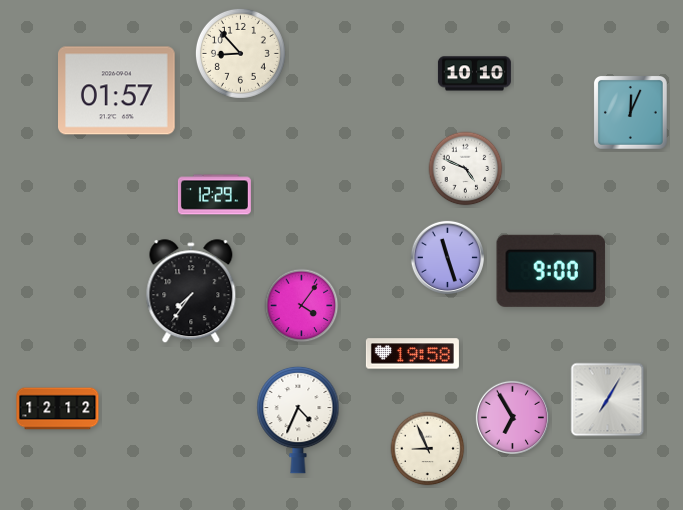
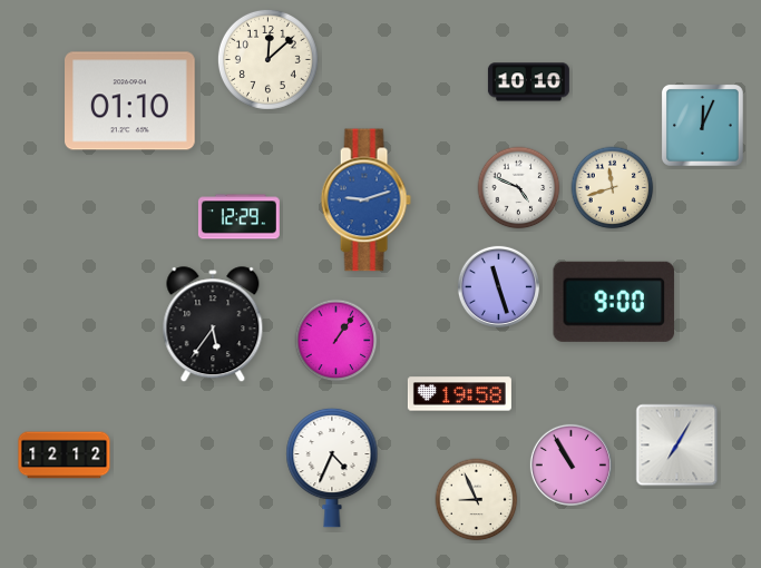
clock at (240, 53): 8:53 -> 12:08
clock at (117, 91): 01:57 -> 01:10
clock at (613, 188): none -> 11:42
clock at (365, 200): none -> 9:12
clock at (191, 292): 7:36 -> 5:36
clock at (302, 306): 4:06 -> 1:06
clock at (512, 417): 6:55 -> 10:55
